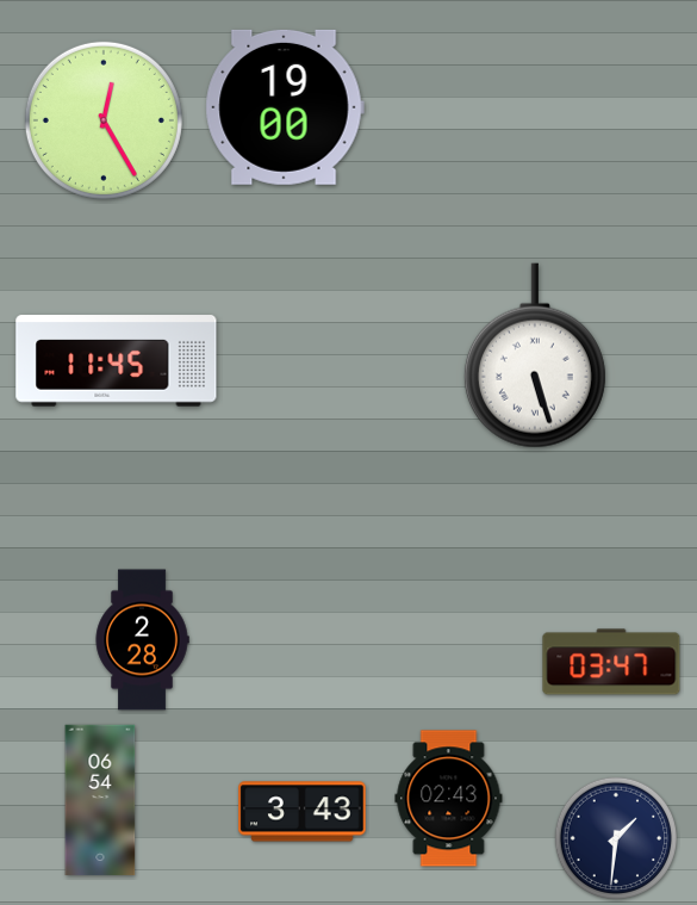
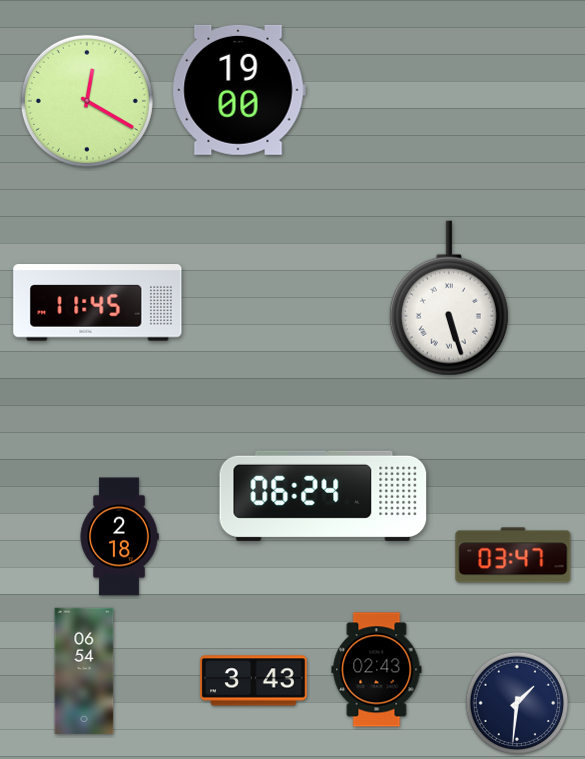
clock at (104, 120): 12:25 -> 12:20
clock at (323, 496): none -> 06:24
clock at (142, 640): 2:28 -> 2:18
